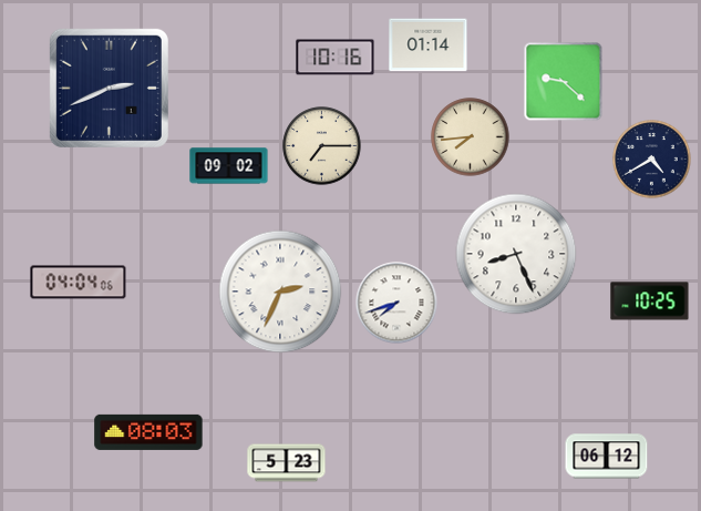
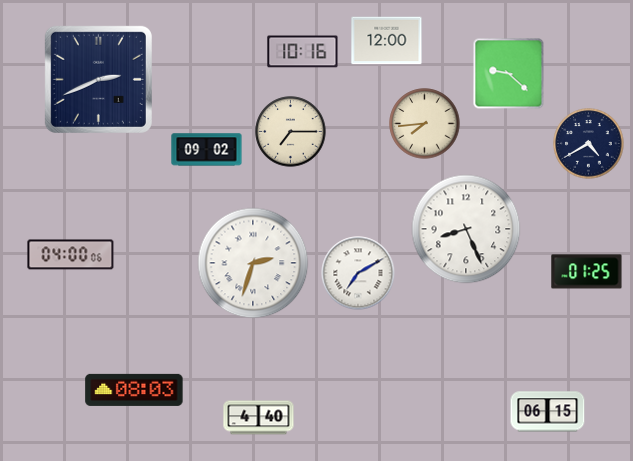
clock at (429, 45): 01:14 -> 12:00
clock at (79, 283): 04:04 -> 04:00
clock at (280, 292): 2:34 -> 2:33
clock at (650, 302): 10:25 -> 01:25
clock at (396, 303): 7:42 -> 7:10
clock at (607, 457): 06:12 -> 06:15
clock at (287, 463): 5:23 -> 4:40
